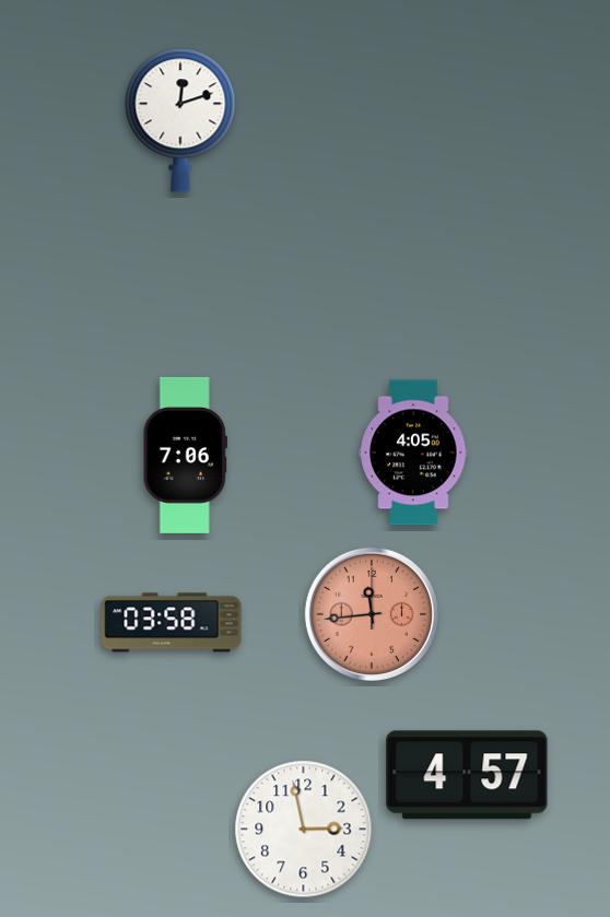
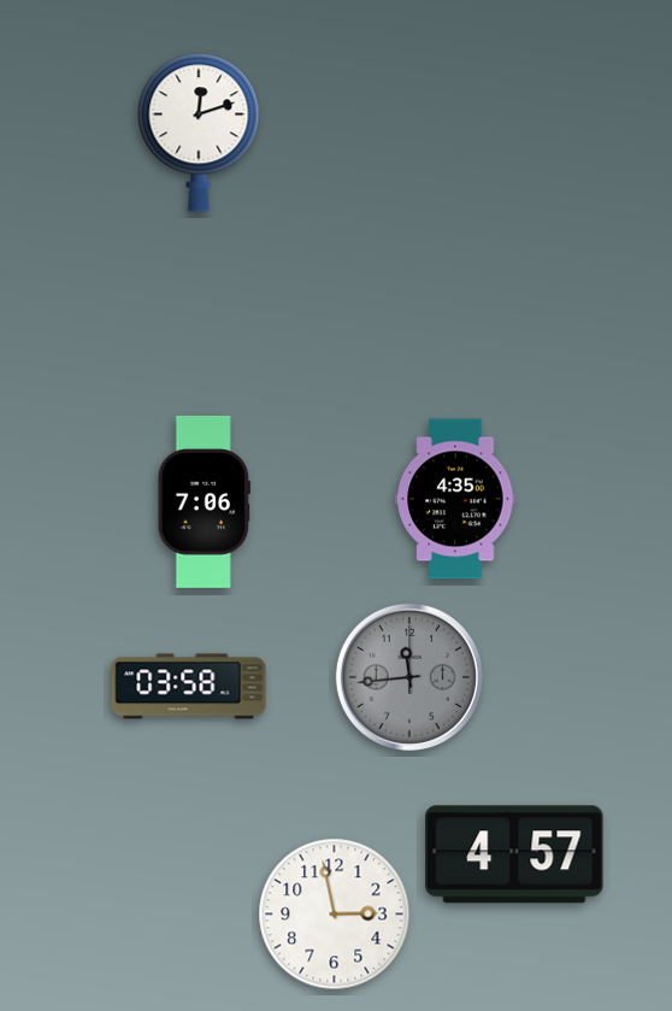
clock at (413, 452): 4:05 -> 4:35
clock at (372, 614) dial: salmon -> grey
